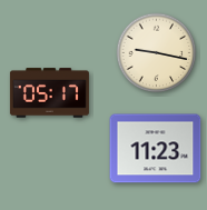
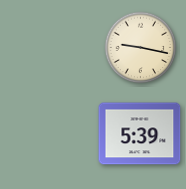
clock at (49, 93): 05:17 -> none
clock at (156, 149): 11:23 -> 5:39
